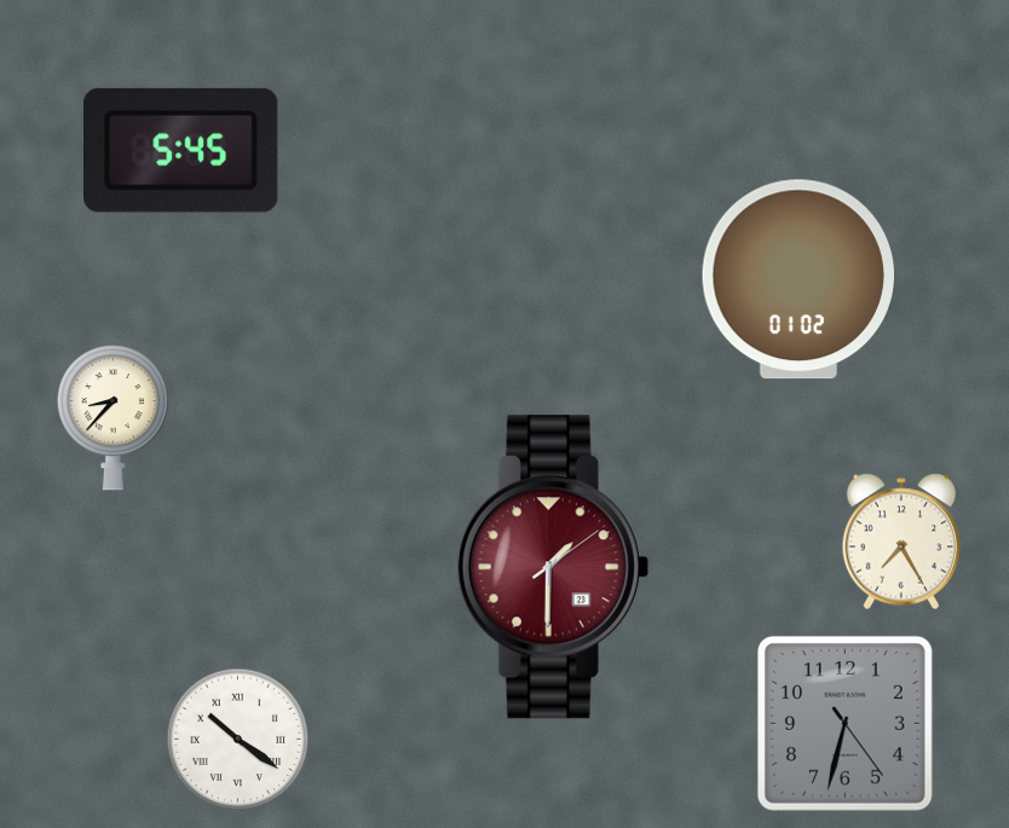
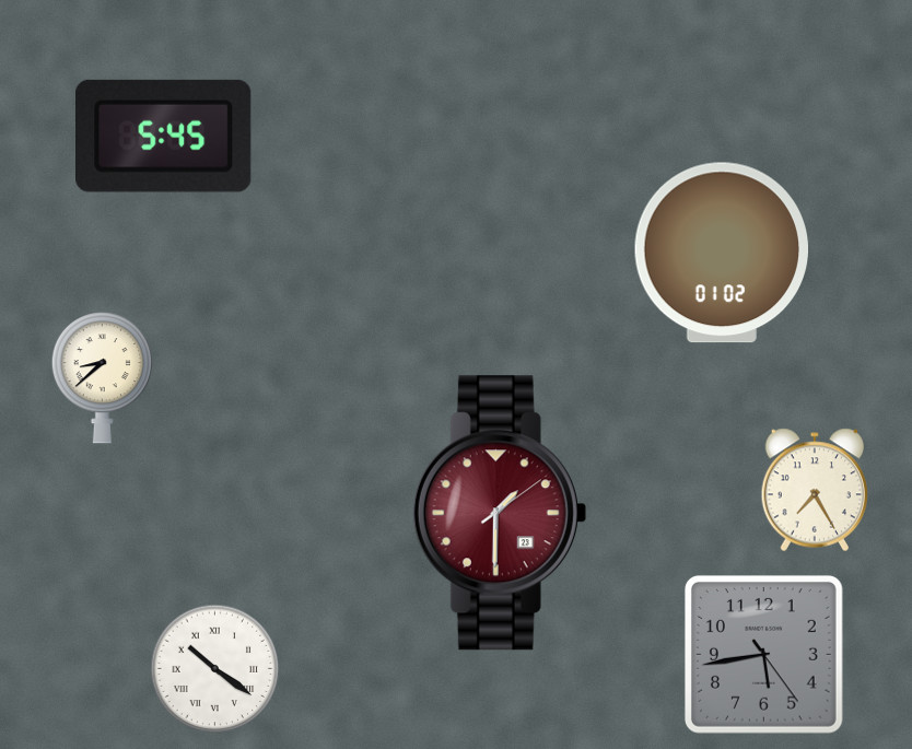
clock at (113, 418): 8:37 -> 8:38
clock at (844, 723): 6:32 -> 5:43
